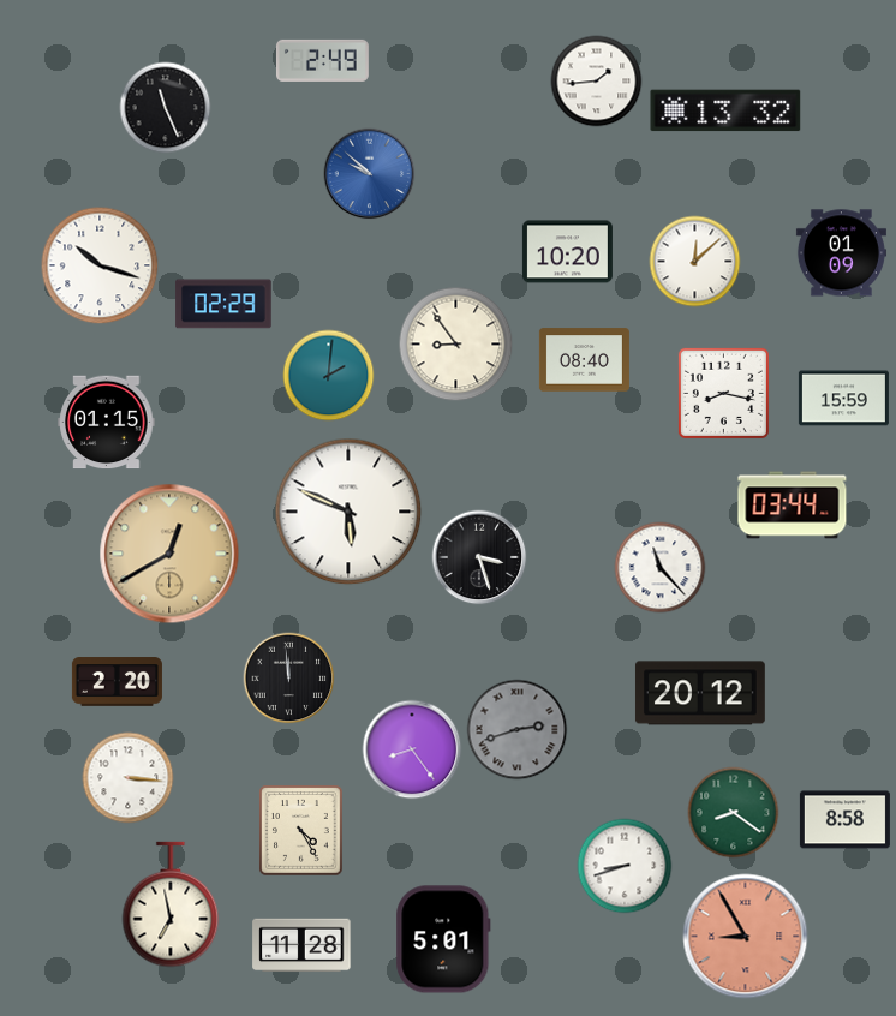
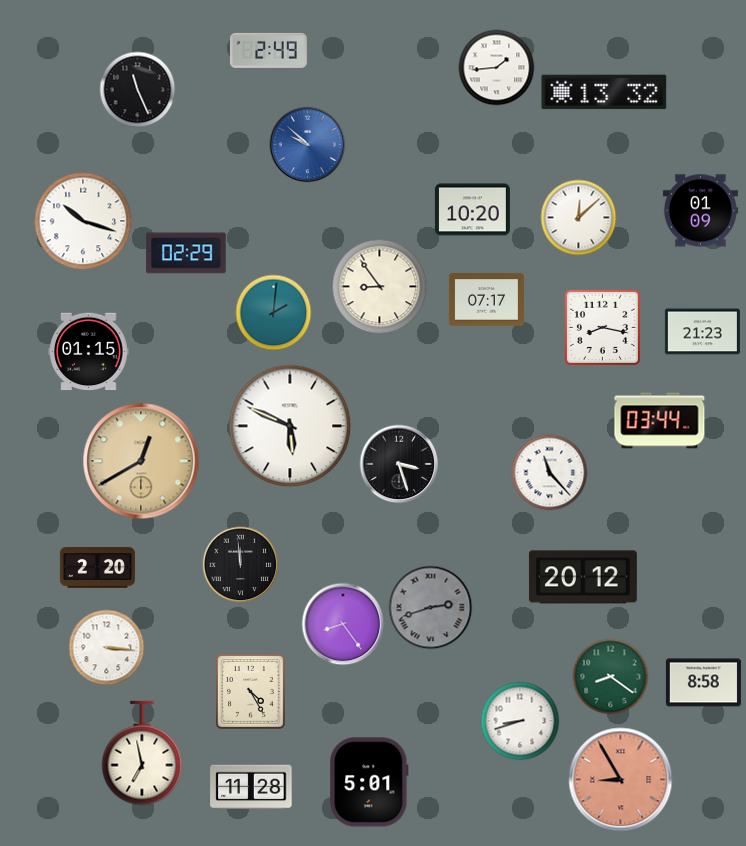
clock at (584, 360): 08:40 -> 07:17
clock at (843, 399): 15:59 -> 21:23
